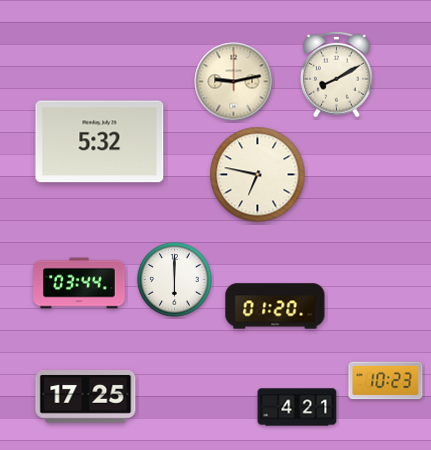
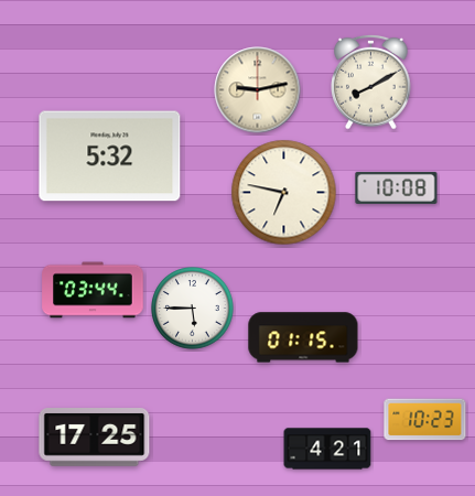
clock at (397, 187): none -> 10:08
clock at (175, 280): 6:00 -> 5:45
clock at (79, 283) position: (79, 283) -> (93, 290)
clock at (275, 306): 01:20 -> 01:15
